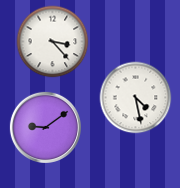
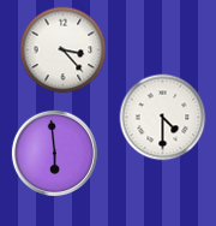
clock at (136, 98): 4:28 -> 4:30
clock at (45, 127): 9:09 -> 5:59
